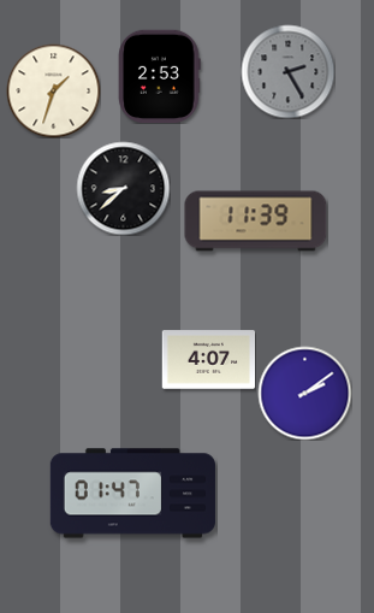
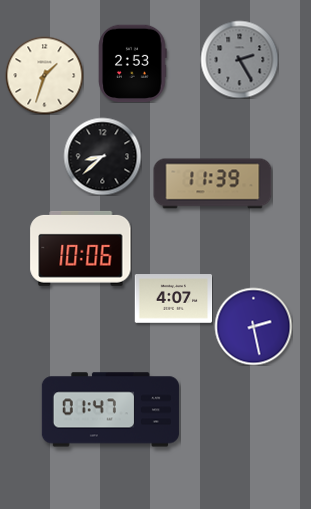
clock at (81, 248): none -> 10:06
clock at (304, 393): 2:09 -> 2:28
